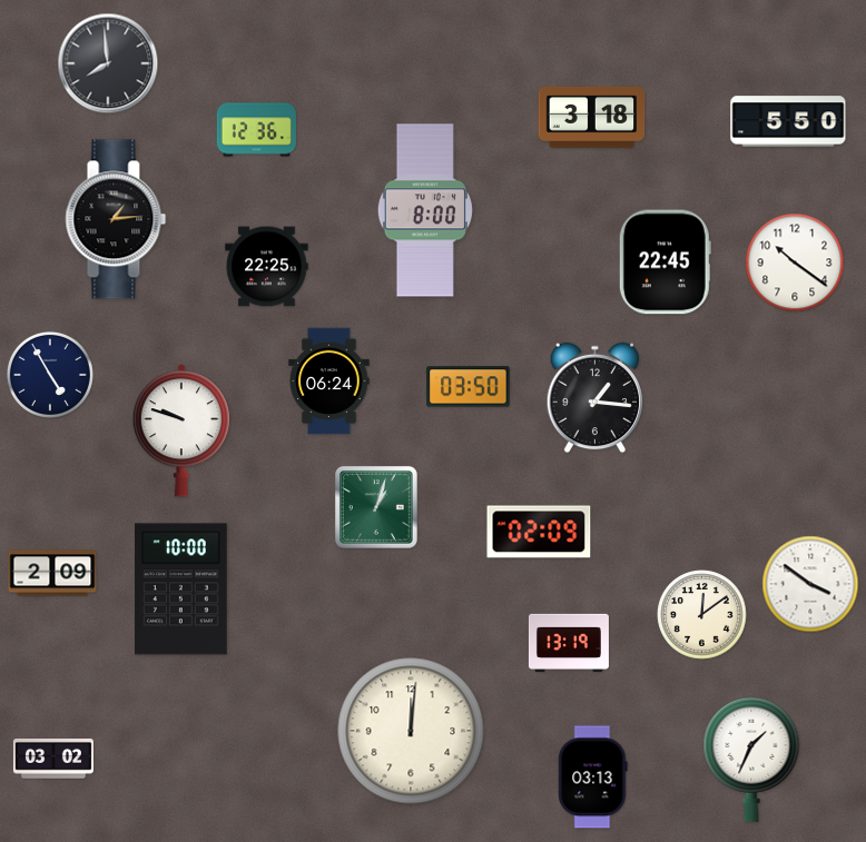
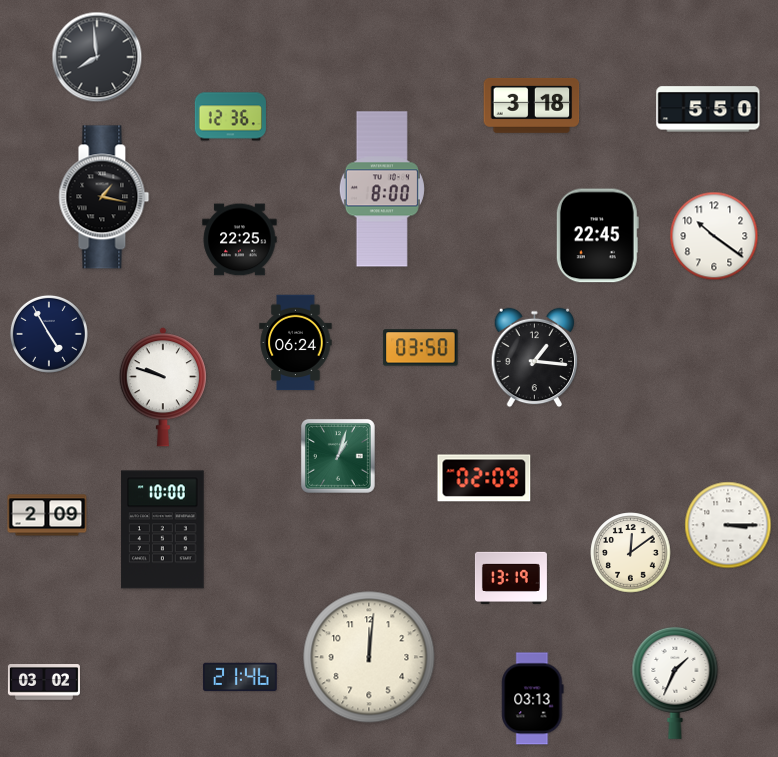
clock at (116, 219): 1:14 -> 1:17
clock at (50, 375) position: (50, 375) -> (49, 334)
clock at (810, 584): 3:51 -> 3:15
clock at (240, 677): none -> 21:46
clock at (53, 760) position: (53, 760) -> (44, 683)
